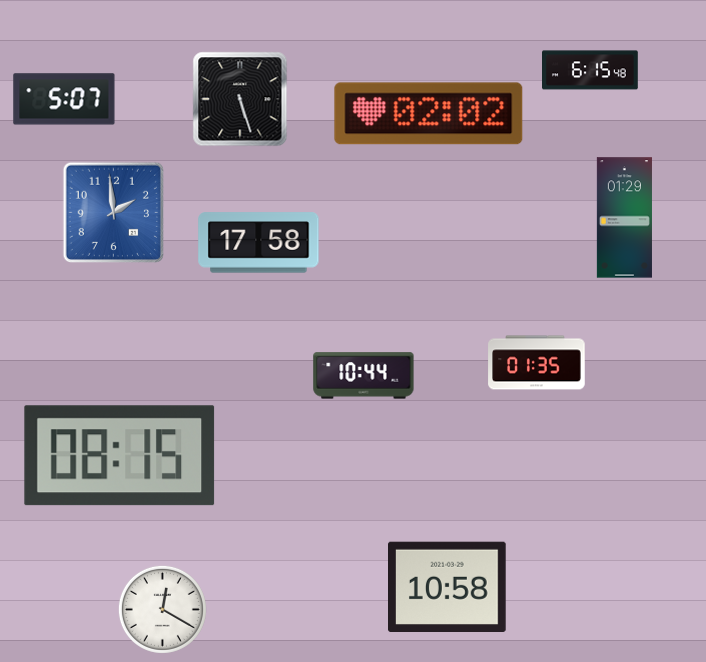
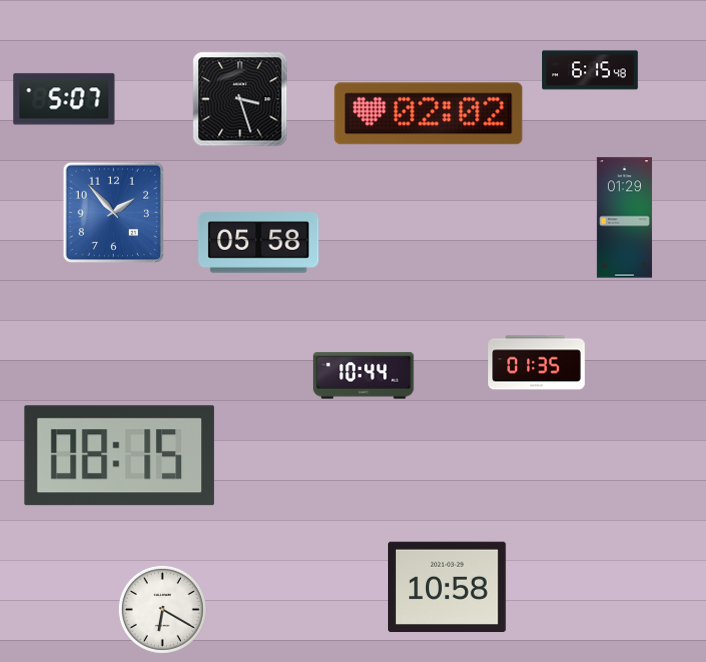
clock at (240, 99): 5:27 -> 3:27
clock at (113, 212): 1:59 -> 1:53
clock at (259, 243): 17:58 -> 05:58
clock at (162, 609): 12:20 -> 6:20
